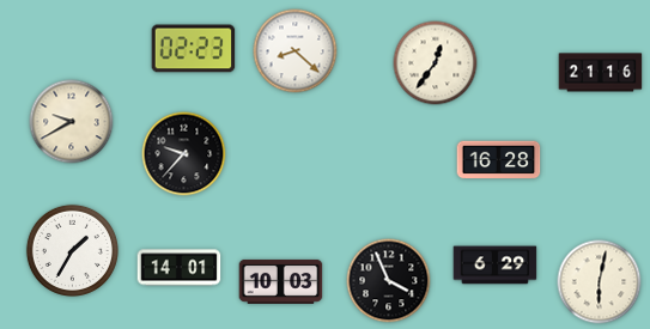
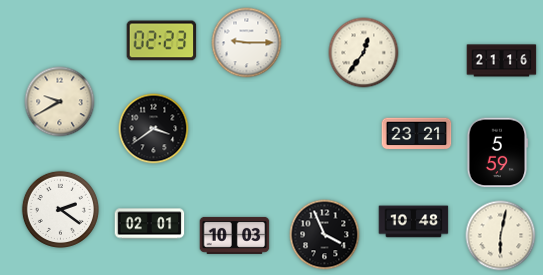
clock at (296, 51): 8:22 -> 9:15
clock at (184, 154): 9:37 -> 3:39
clock at (499, 160): 16:28 -> 23:21
clock at (498, 153): none -> 5:59
clock at (72, 250): 1:35 -> 2:21
clock at (496, 266): 6:29 -> 10:48
clock at (180, 268): 14:01 -> 02:01
